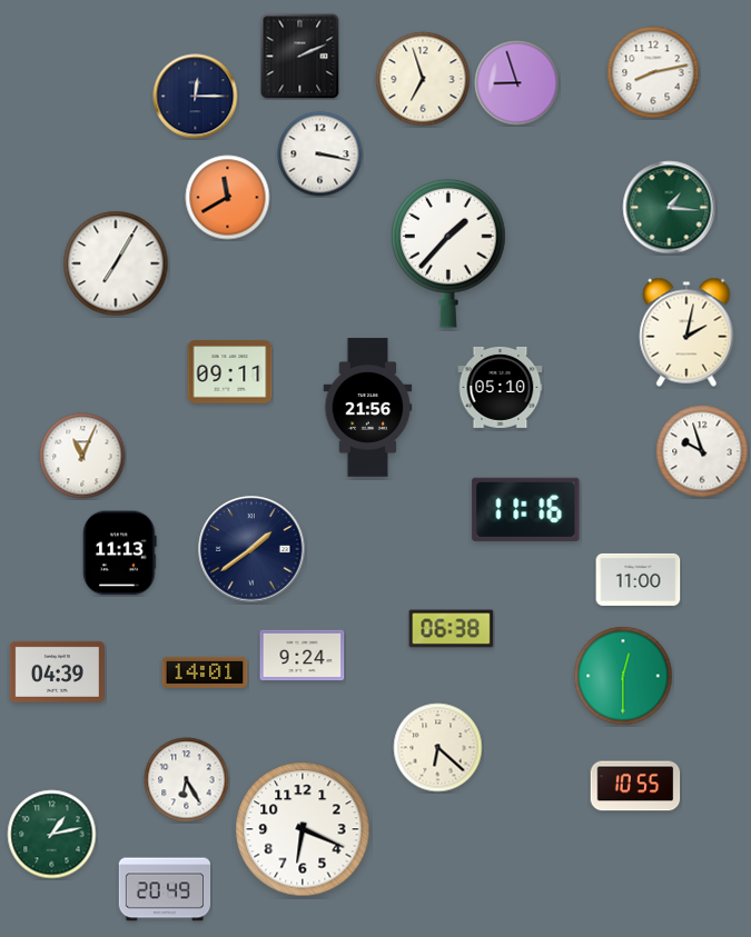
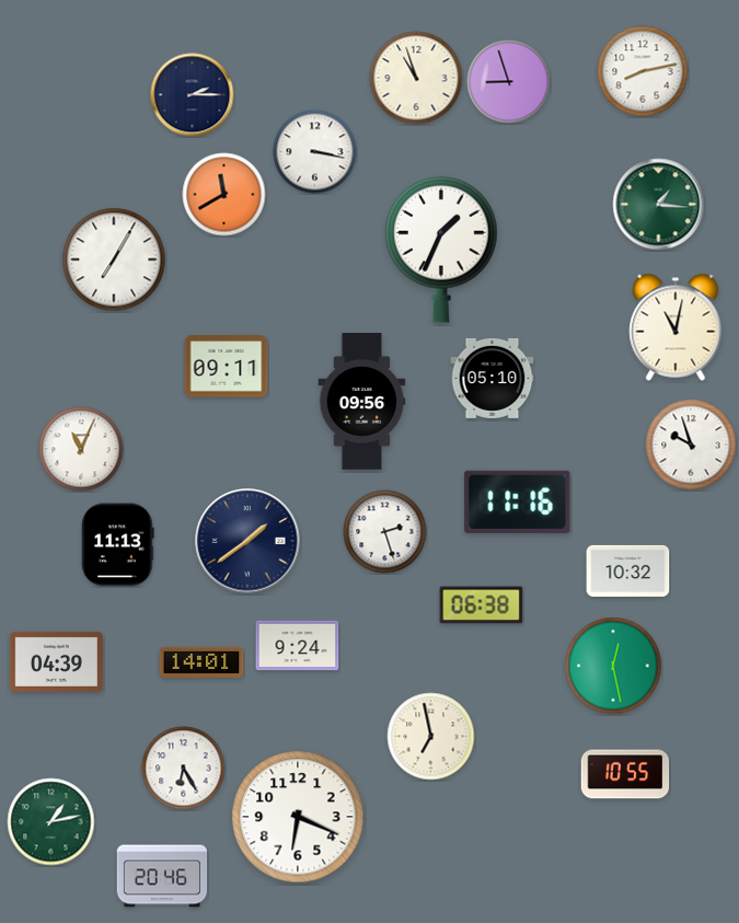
clock at (300, 57): 2:11 -> none
clock at (423, 79): 6:57 -> 10:57
clock at (196, 97): 12:15 -> 2:15
clock at (448, 253): 1:37 -> 1:34
clock at (686, 332): 2:02 -> 11:02
clock at (501, 387) position: (501, 387) -> (493, 378)
clock at (368, 408): 21:56 -> 09:56
clock at (385, 532): none -> 2:27
clock at (639, 579): 11:00 -> 10:32
clock at (452, 629) position: (452, 629) -> (482, 605)
clock at (623, 676): 12:30 -> 12:28
clock at (438, 748): 6:22 -> 6:58
clock at (165, 889): 20:49 -> 20:46
